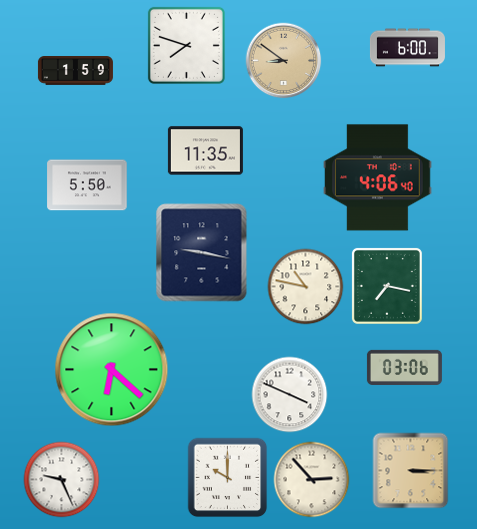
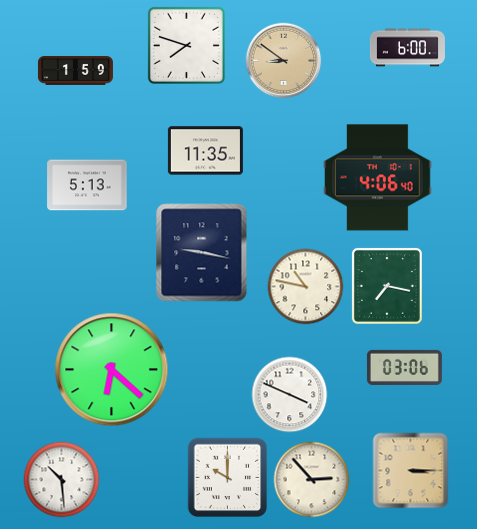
clock at (87, 185): 5:50 -> 5:13
clock at (62, 480): 9:26 -> 10:29
